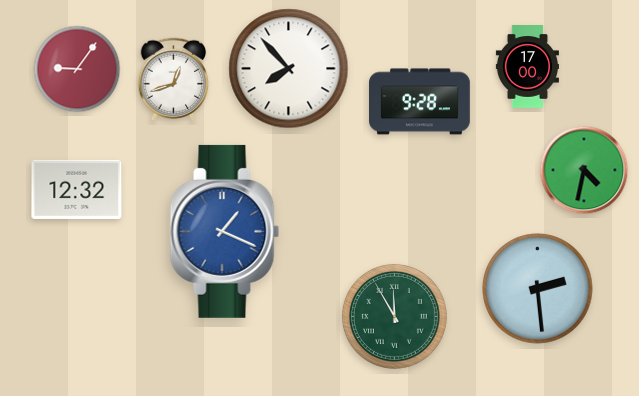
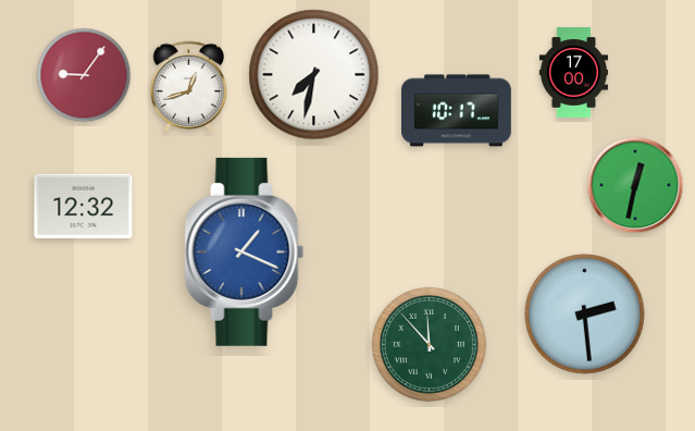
clock at (289, 69): 7:53 -> 7:32
clock at (420, 102): 9:28 -> 10:17
clock at (584, 170): 4:32 -> 12:32
clock at (394, 316): 11:55 -> 11:53
